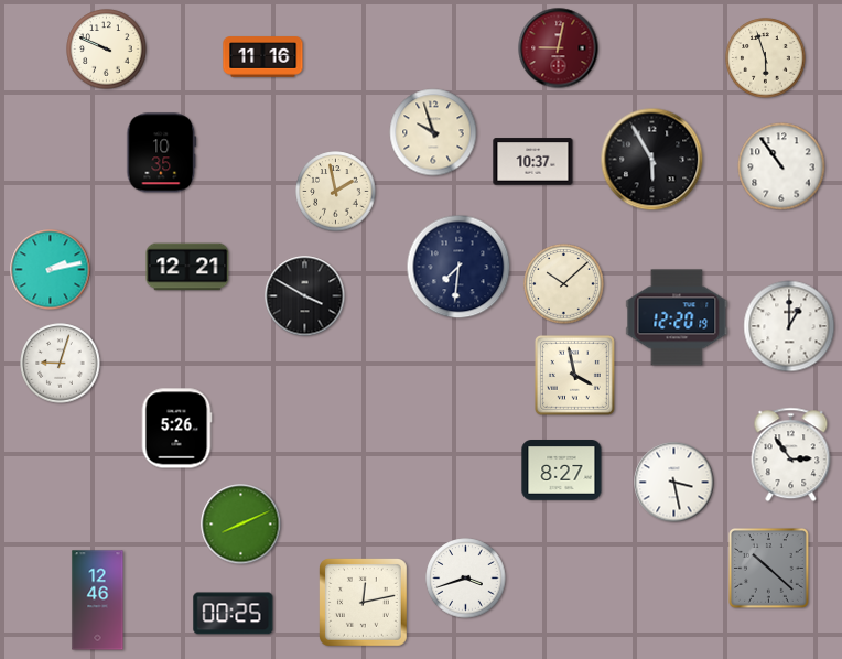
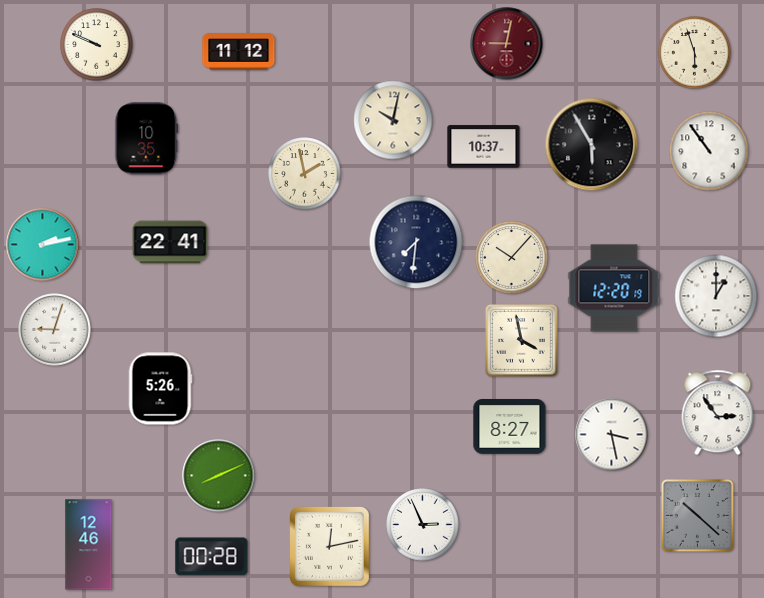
clock at (263, 57): 11:16 -> 11:12
clock at (433, 132): 9:57 -> 10:02
clock at (187, 267): 12:21 -> 22:41
clock at (51, 270) position: (51, 270) -> (43, 245)
clock at (564, 284): 10:08 -> 10:07
clock at (305, 296): 3:50 -> none
clock at (674, 483) position: (674, 483) -> (612, 435)
clock at (466, 579): 3:42 -> 2:56
clock at (234, 614): 00:25 -> 00:28
